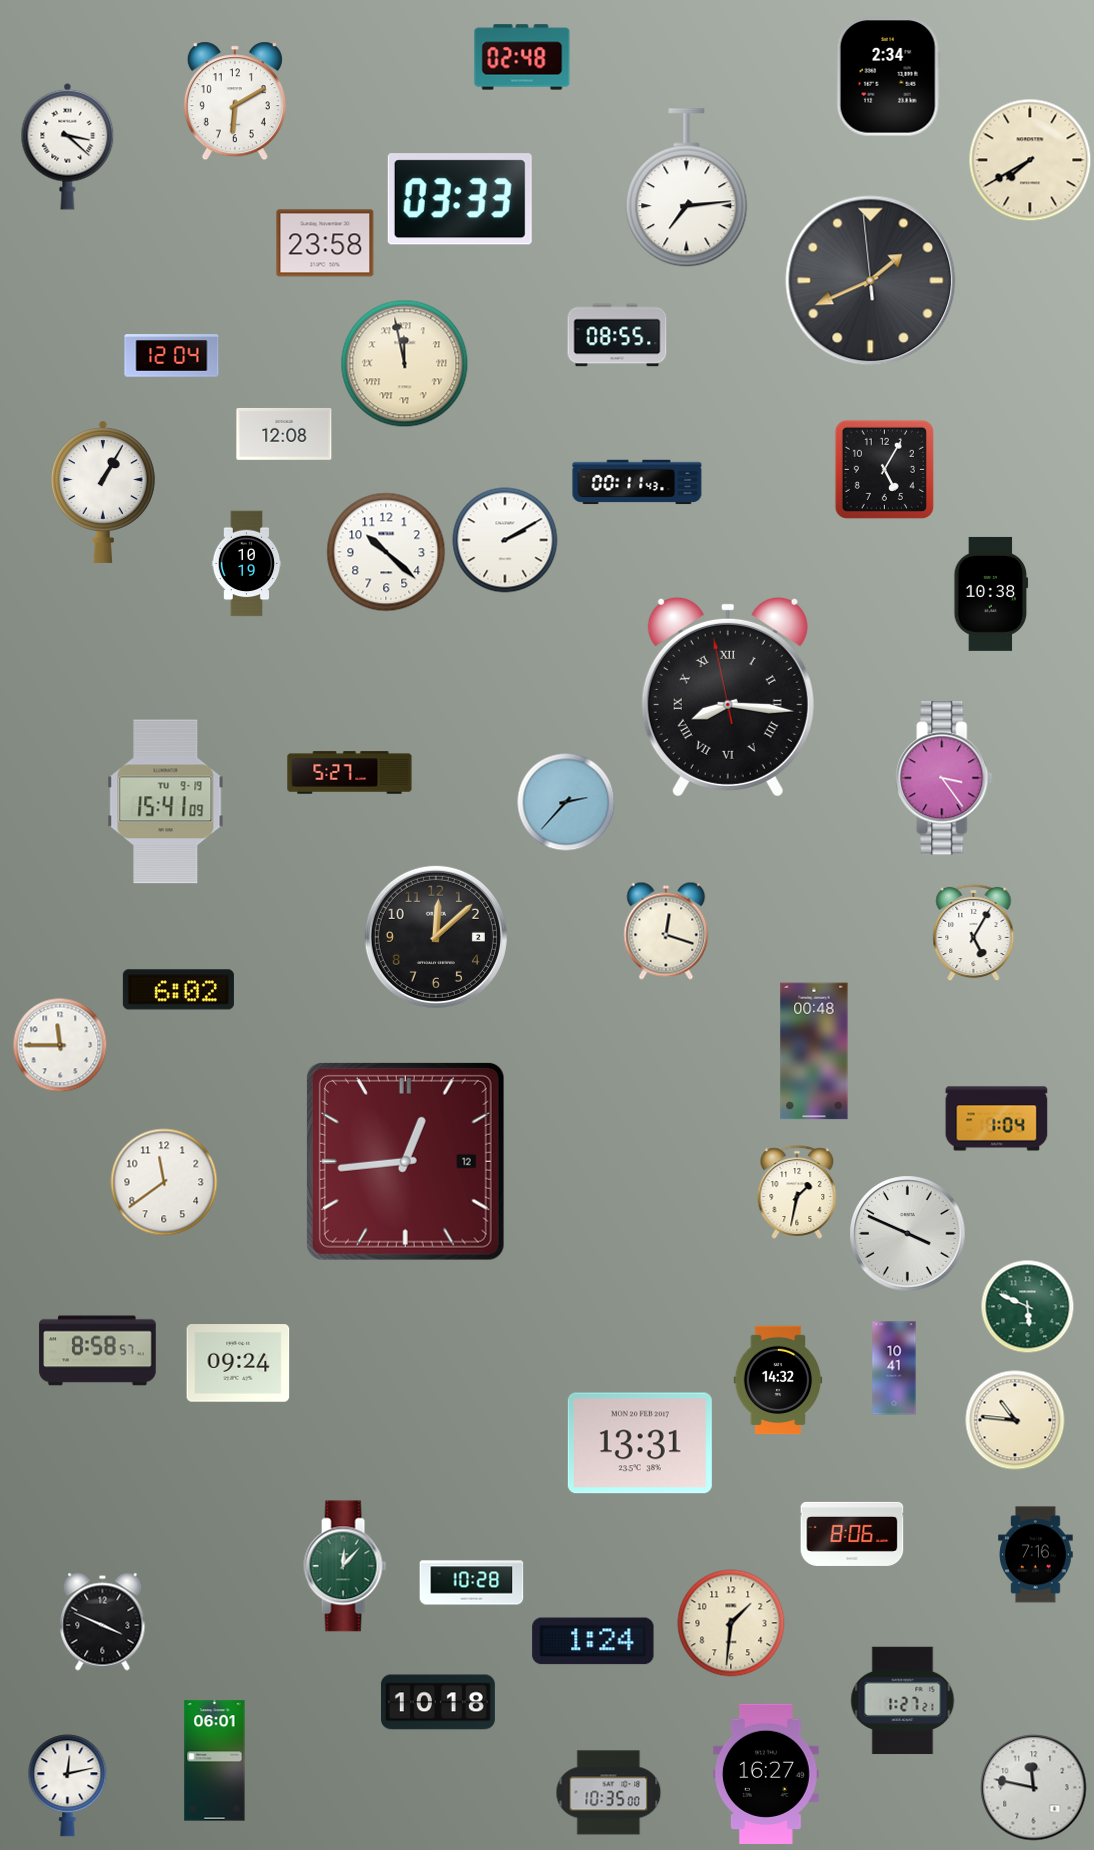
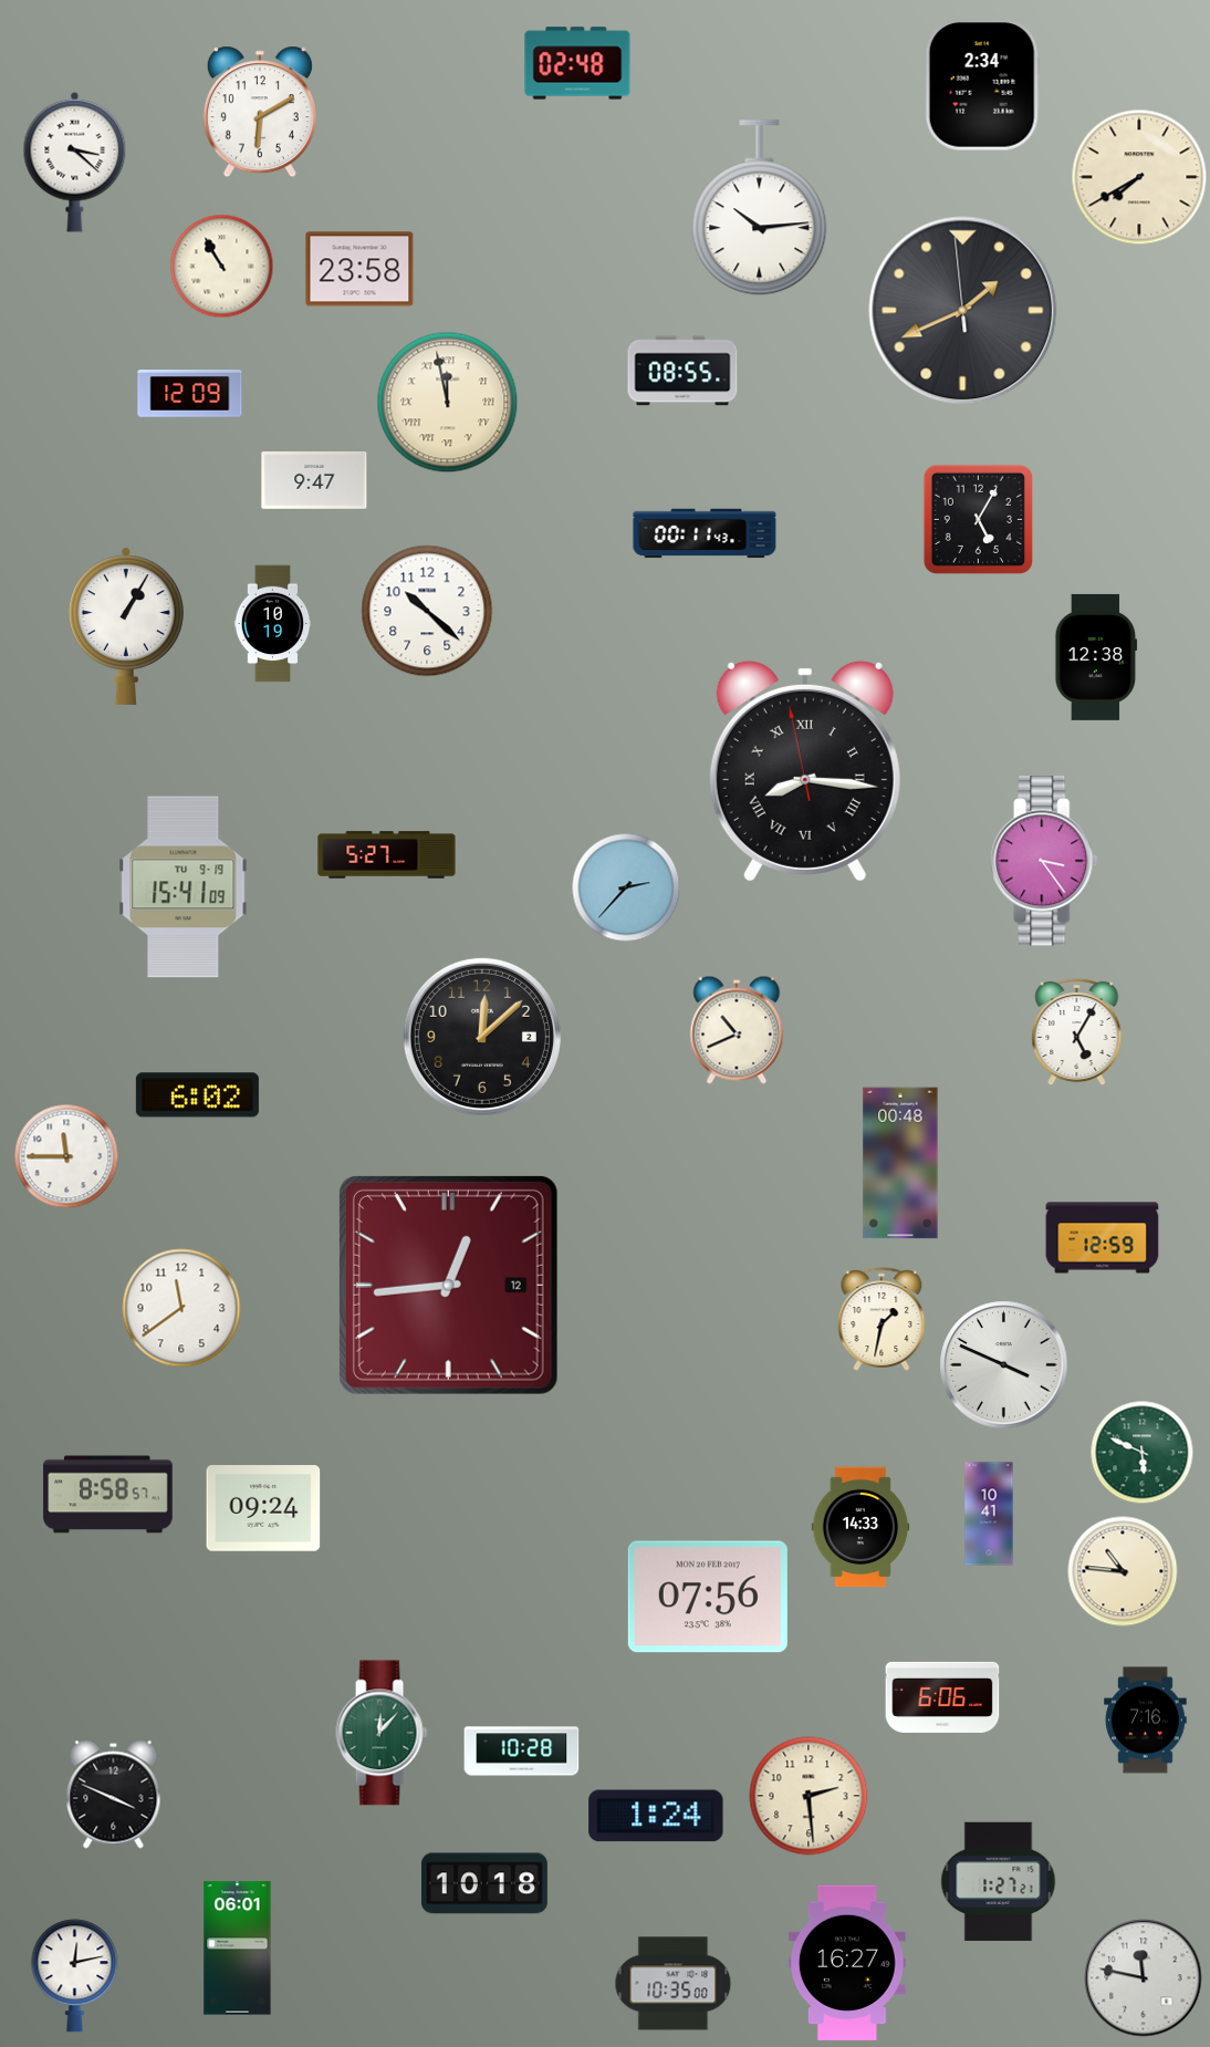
clock at (687, 188): 7:14 -> 10:14
clock at (460, 199): 03:33 -> none
clock at (222, 267): none -> 10:55
clock at (172, 356): 12:04 -> 12:09
clock at (284, 434): 12:08 -> 9:47
clock at (103, 492) position: (103, 492) -> (126, 626)
clock at (505, 540): 2:10 -> none
clock at (991, 594): 10:38 -> 12:38
clock at (666, 931): 12:18 -> 10:41
clock at (997, 1119): 1:04 -> 12:59
clock at (1028, 1307) position: (1028, 1307) -> (1143, 1453)
clock at (778, 1380): 14:32 -> 14:33
clock at (640, 1443): 13:31 -> 07:56
clock at (852, 1534): 8:06 -> 6:06
clock at (731, 1623): 1:31 -> 2:29
